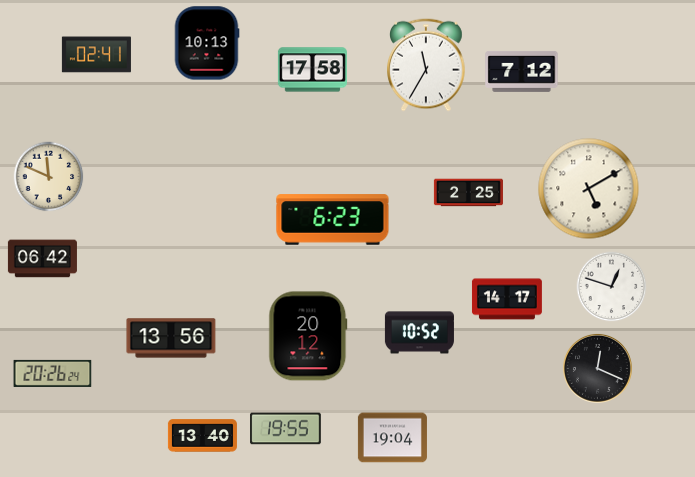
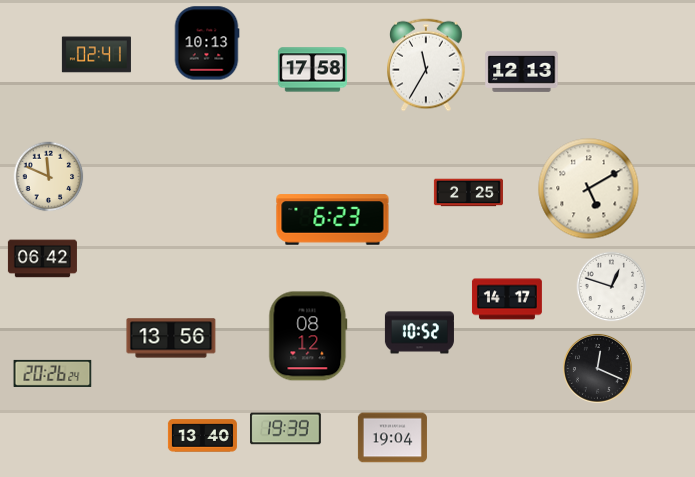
clock at (522, 72): 7:12 -> 12:13
clock at (308, 336): 20:12 -> 08:12
clock at (286, 429): 19:55 -> 19:39
